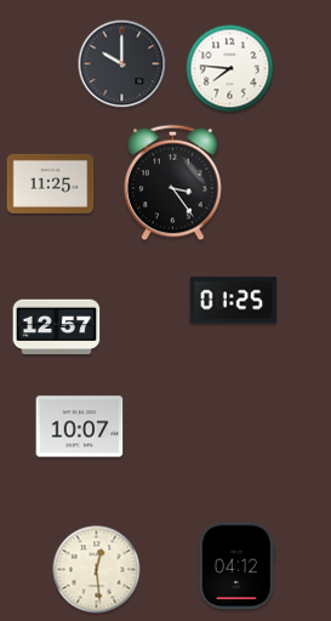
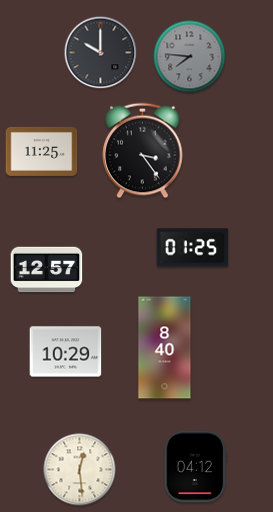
clock at (230, 69) dial: white -> grey
clock at (165, 348): none -> 8:40
clock at (80, 427): 10:07 -> 10:29
